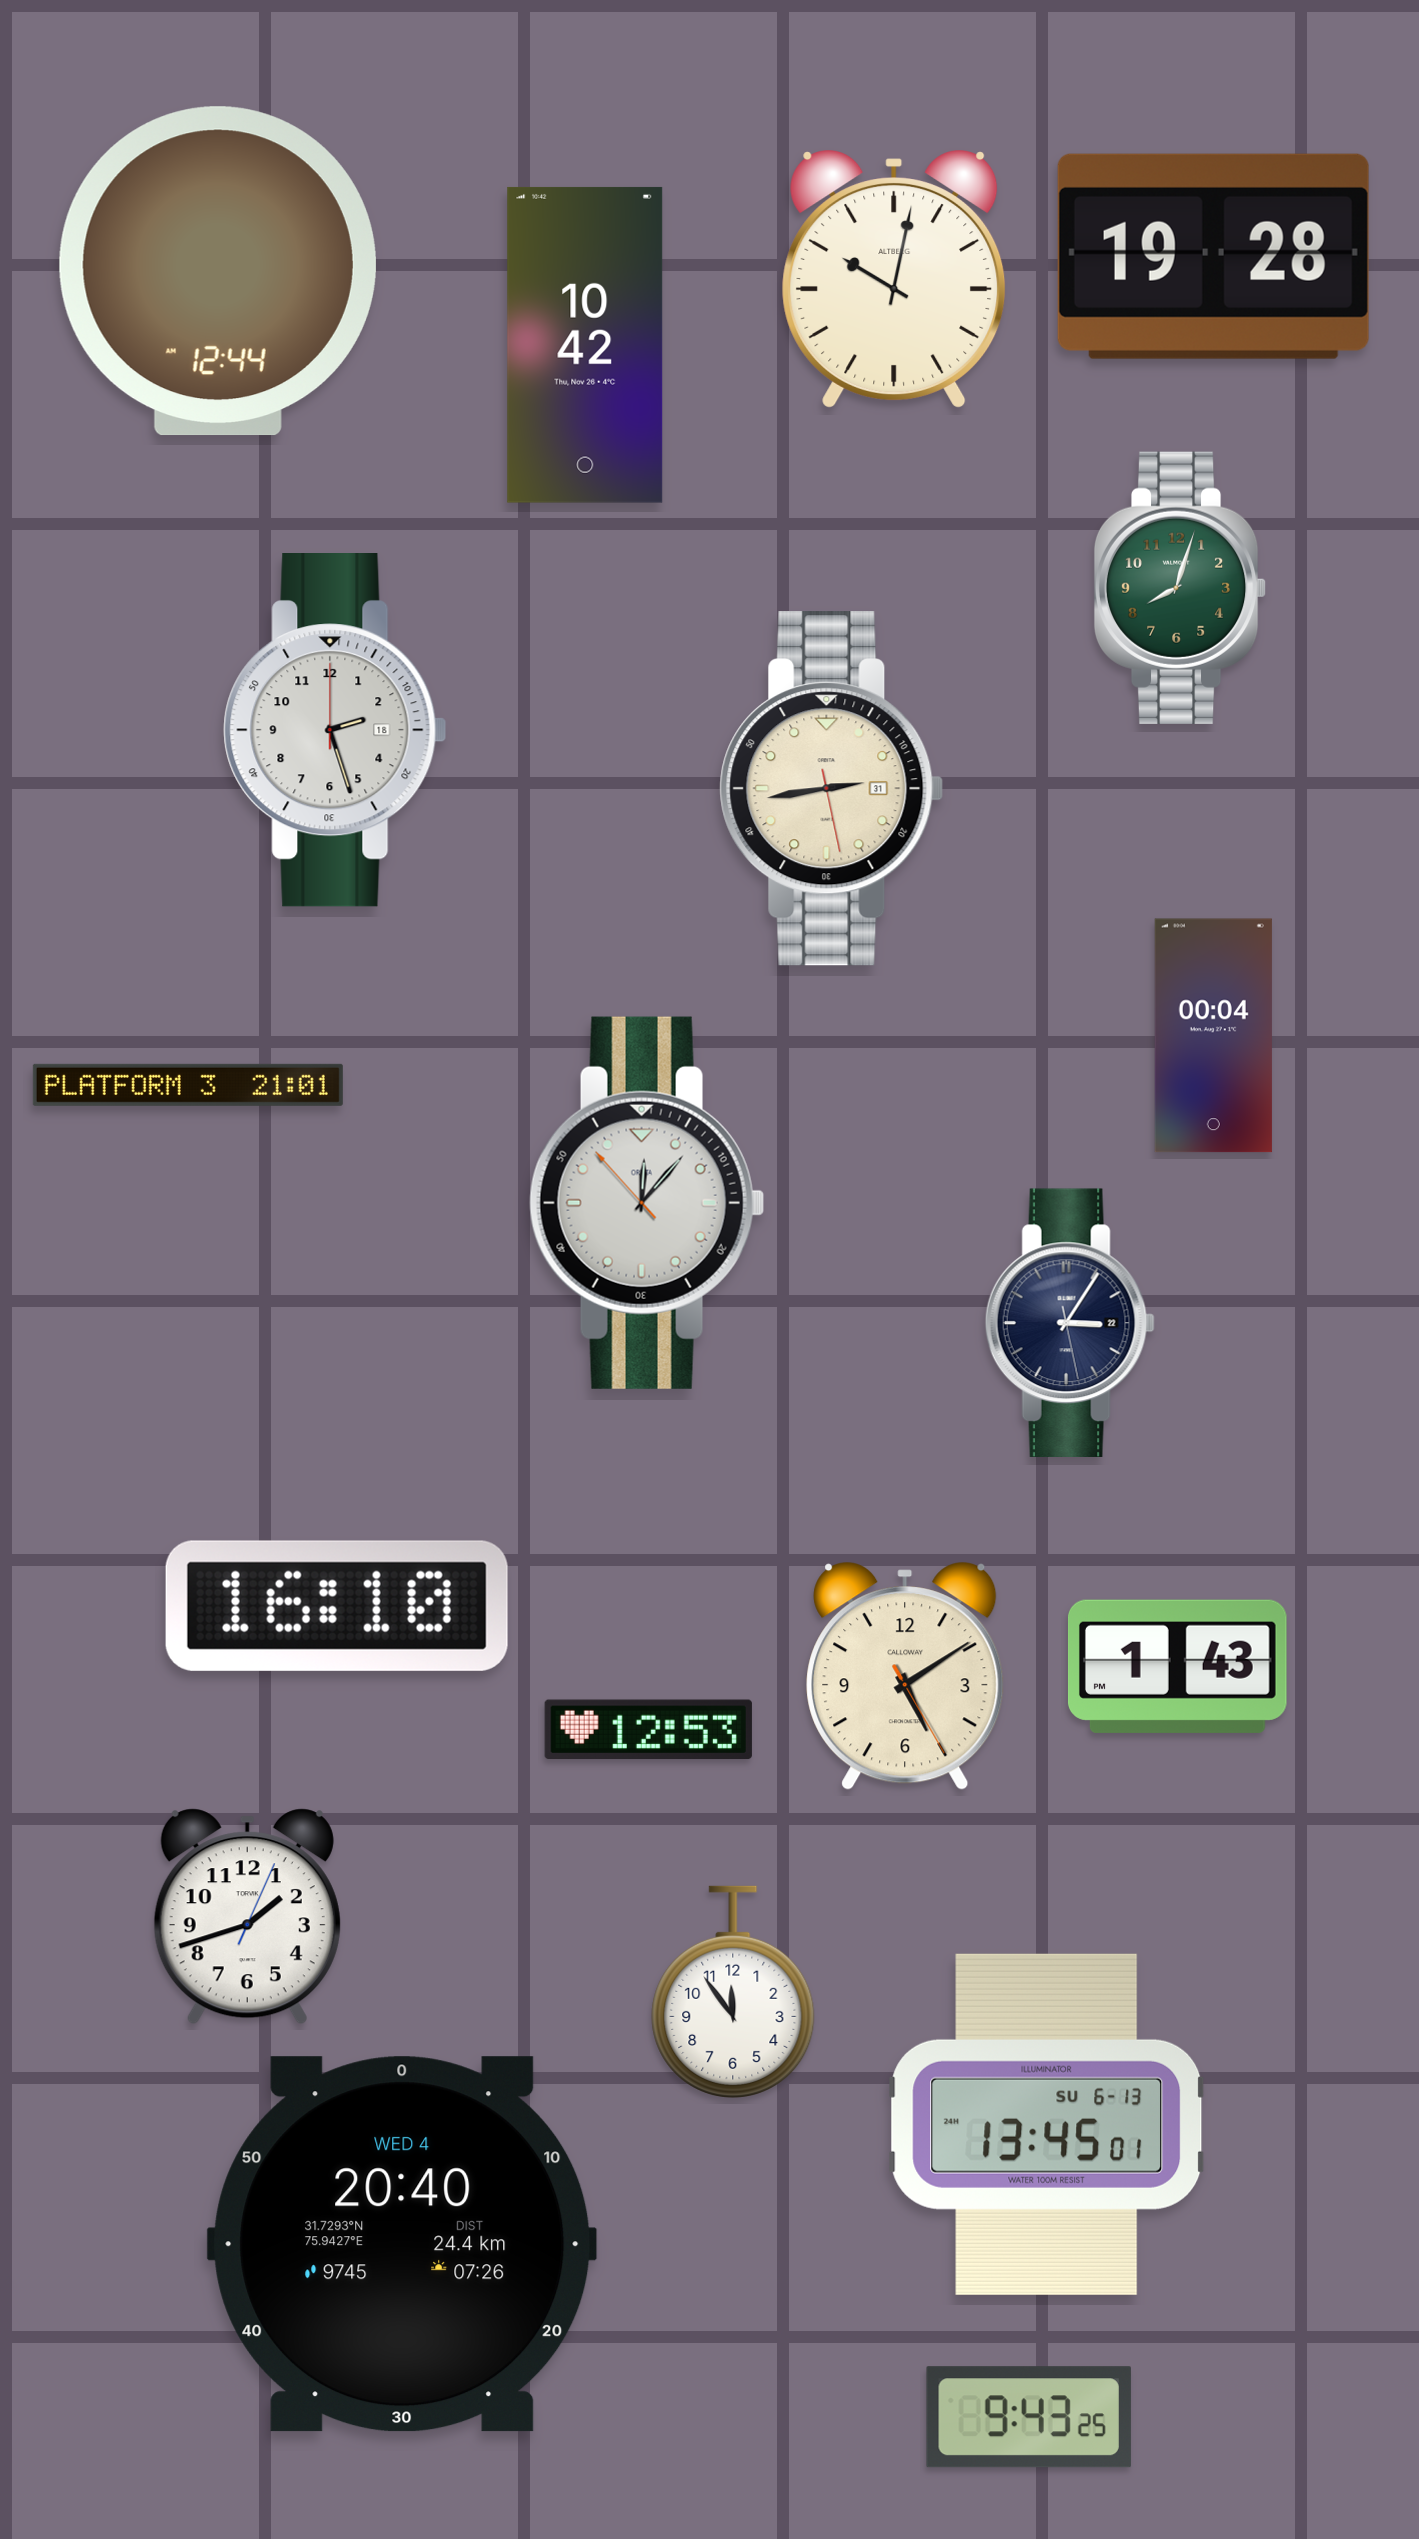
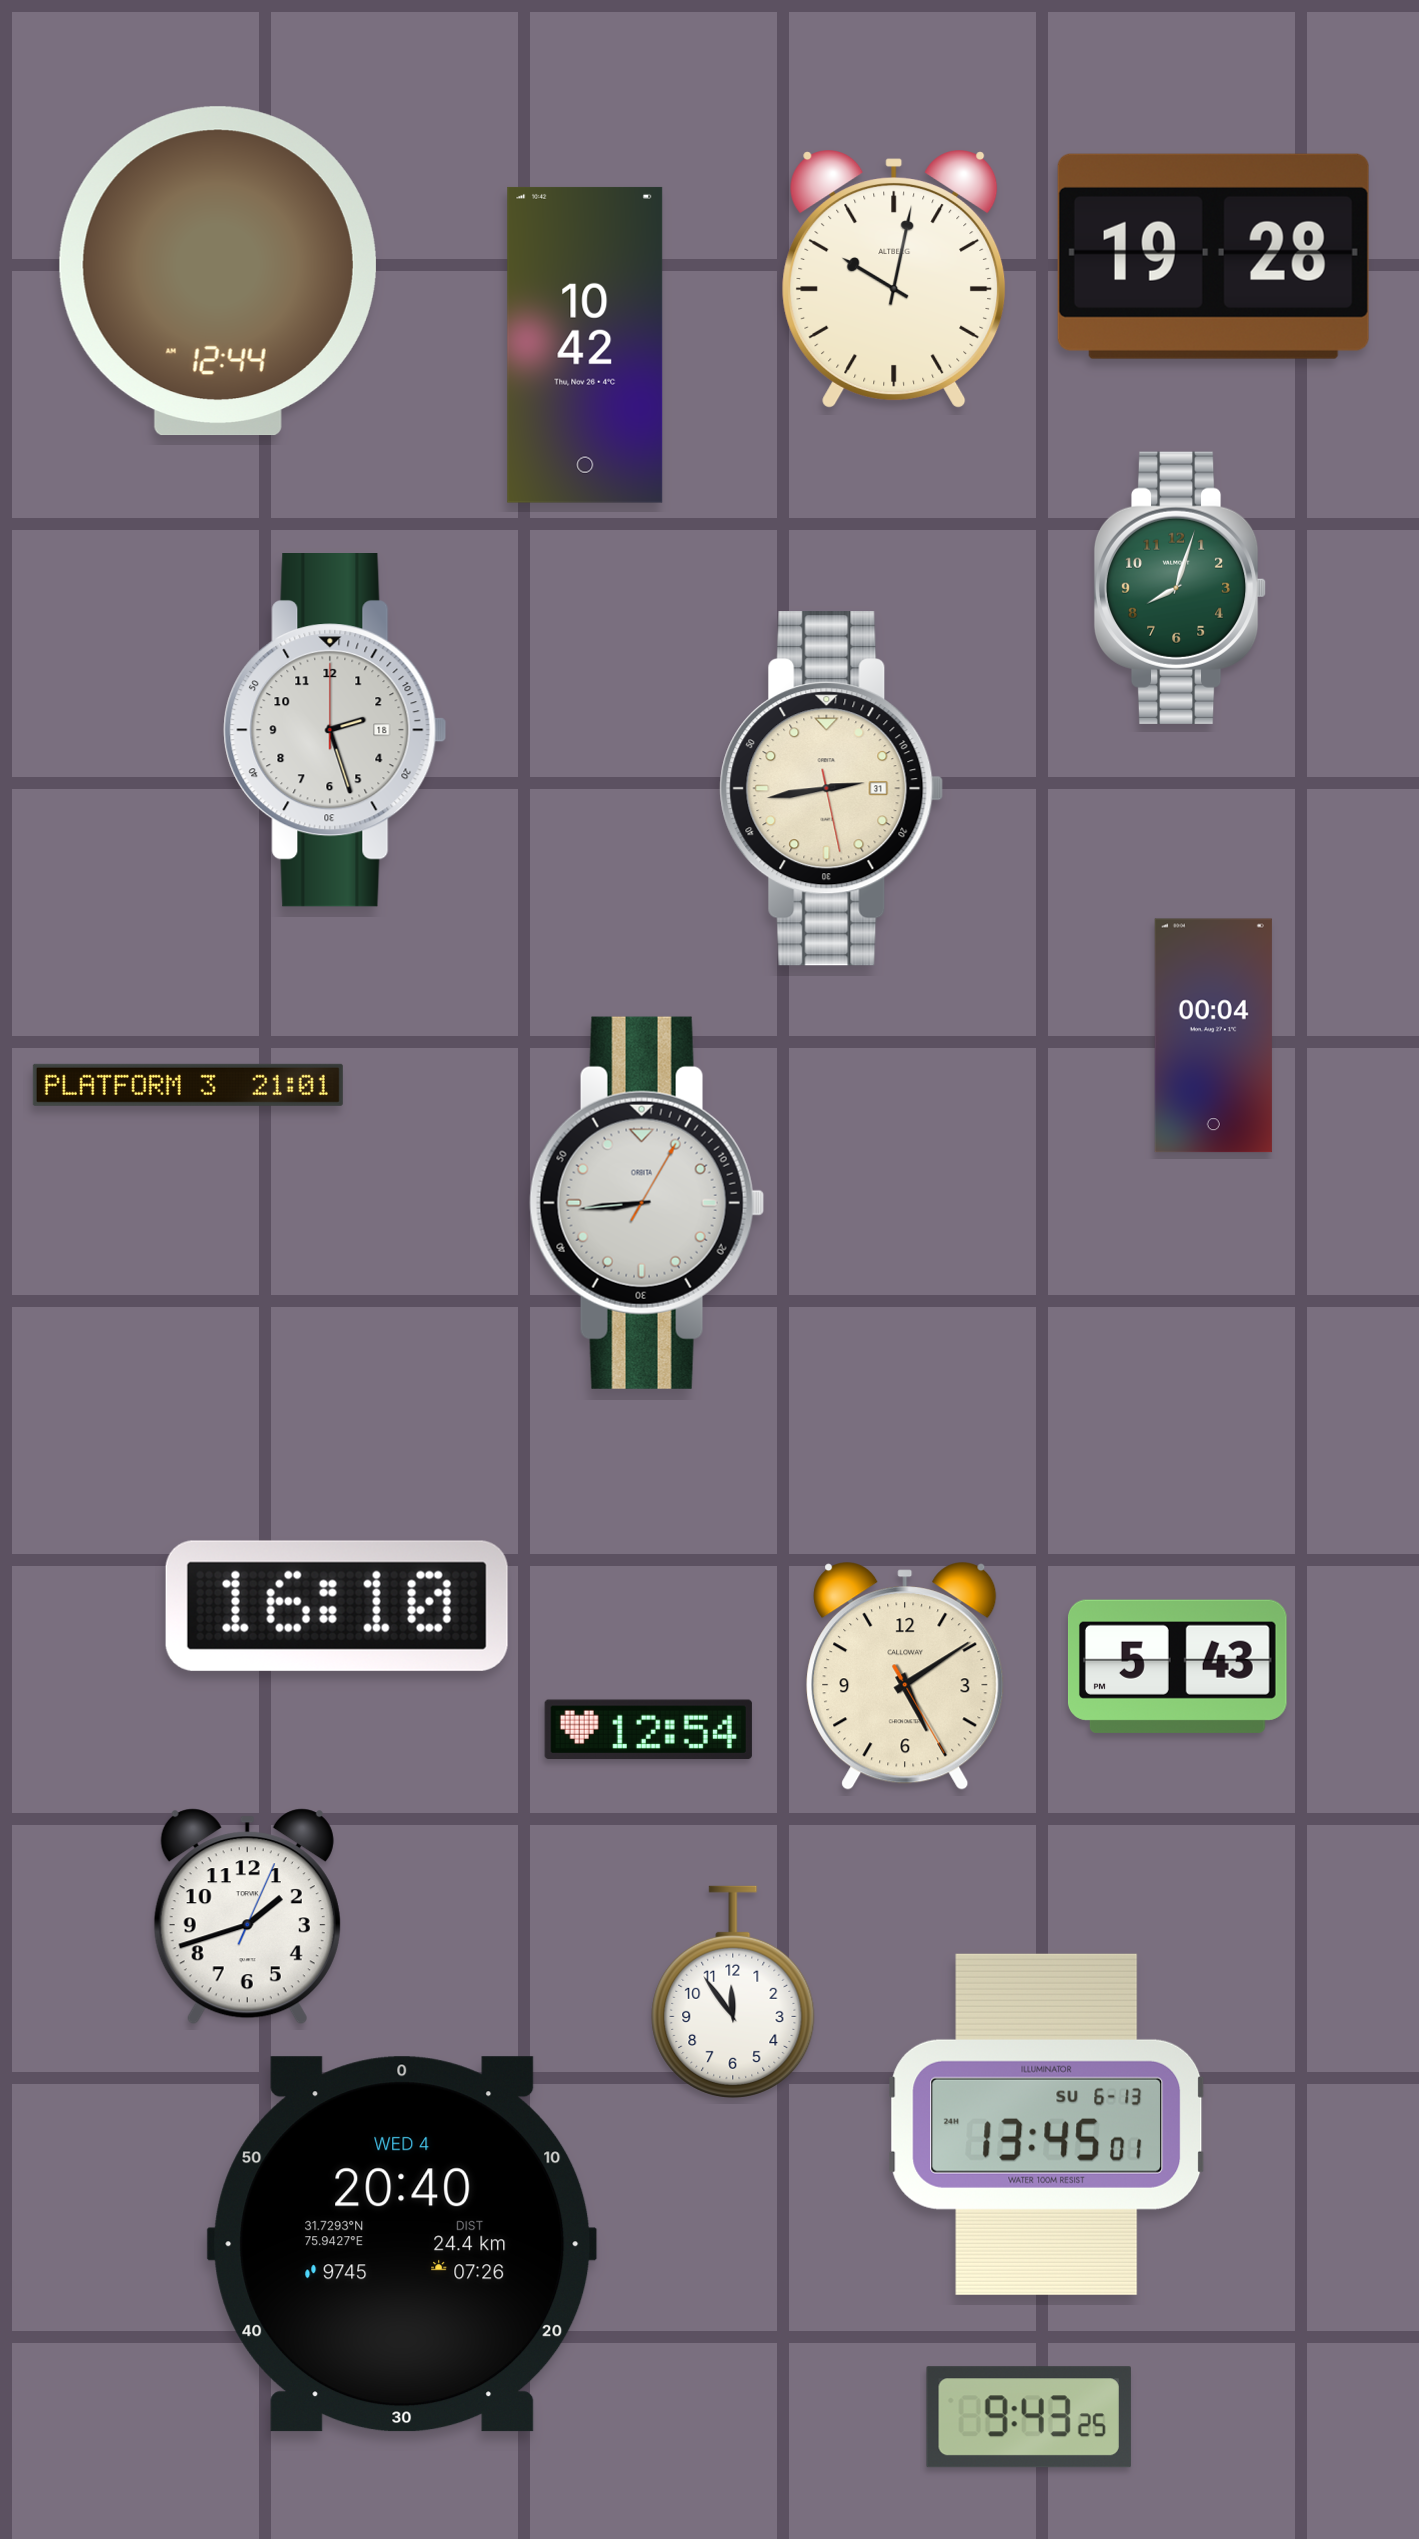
clock at (647, 1203): 12:06 -> 8:44
clock at (1070, 1322): 3:05 -> none
clock at (1177, 1666): 1:43 -> 5:43
clock at (648, 1730): 12:53 -> 12:54
